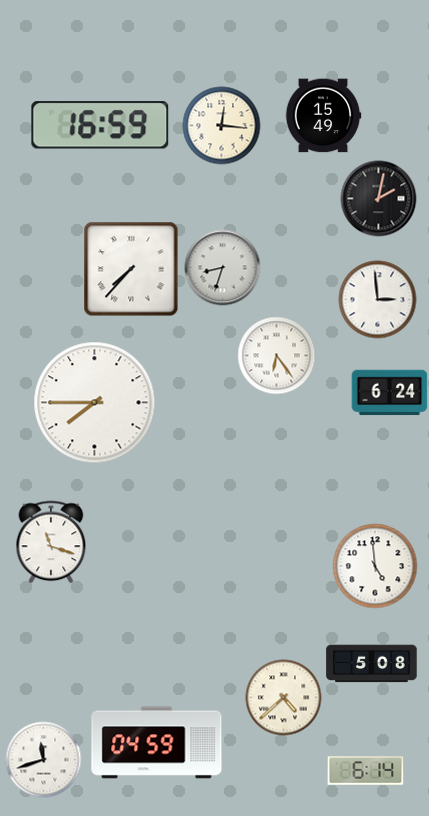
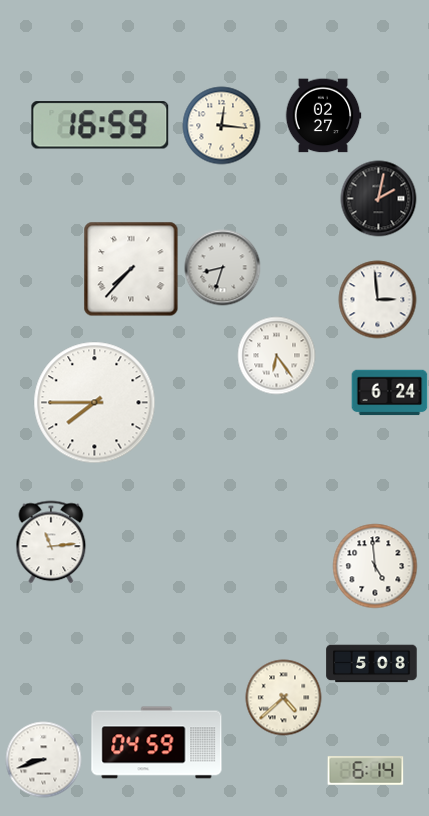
clock at (323, 116): 15:49 -> 02:27
clock at (51, 542): 11:18 -> 11:14
clock at (44, 760): 11:42 -> 8:42
